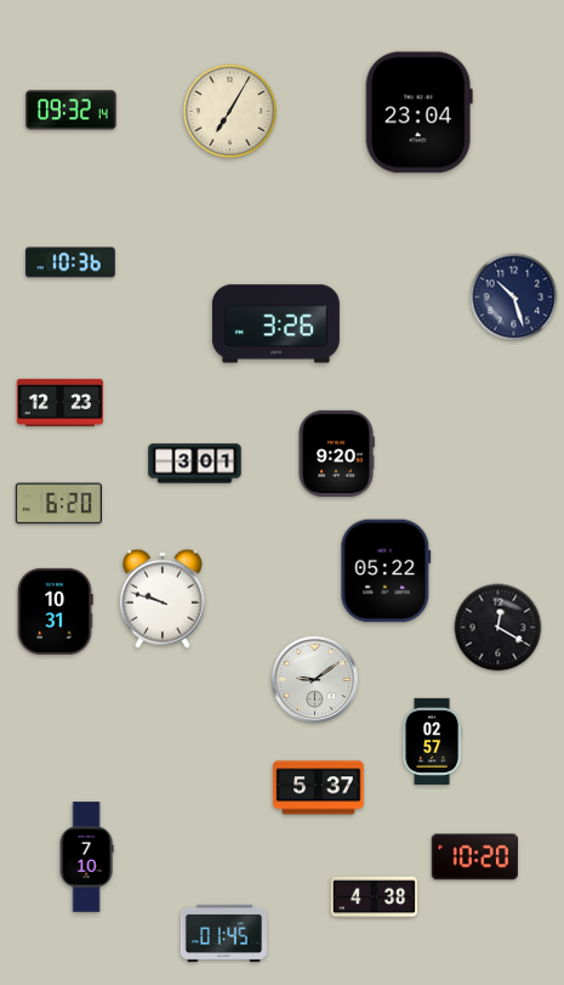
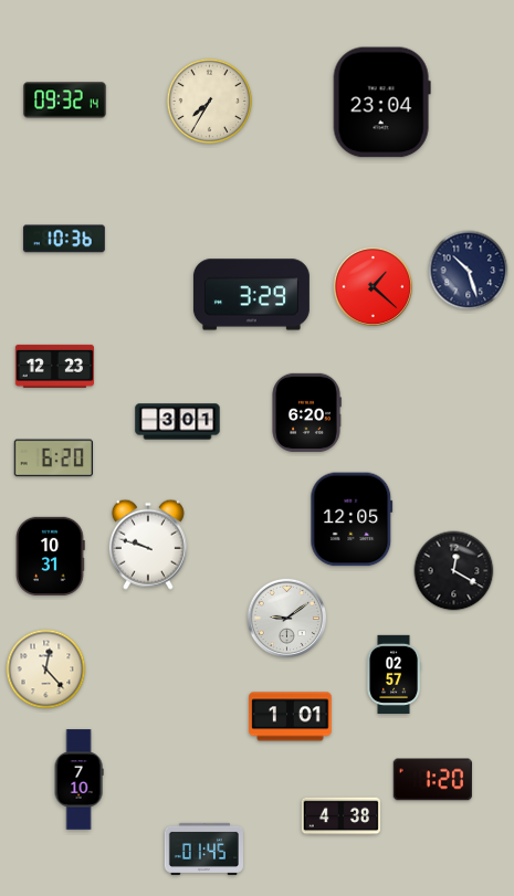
clock at (230, 112): 7:05 -> 7:35
clock at (373, 286): none -> 1:22
clock at (275, 324): 3:26 -> 3:29
clock at (336, 453): 9:20 -> 6:20
clock at (386, 571): 05:22 -> 12:05
clock at (46, 670): none -> 12:23
clock at (319, 788): 5:37 -> 1:01
clock at (474, 857): 10:20 -> 1:20
